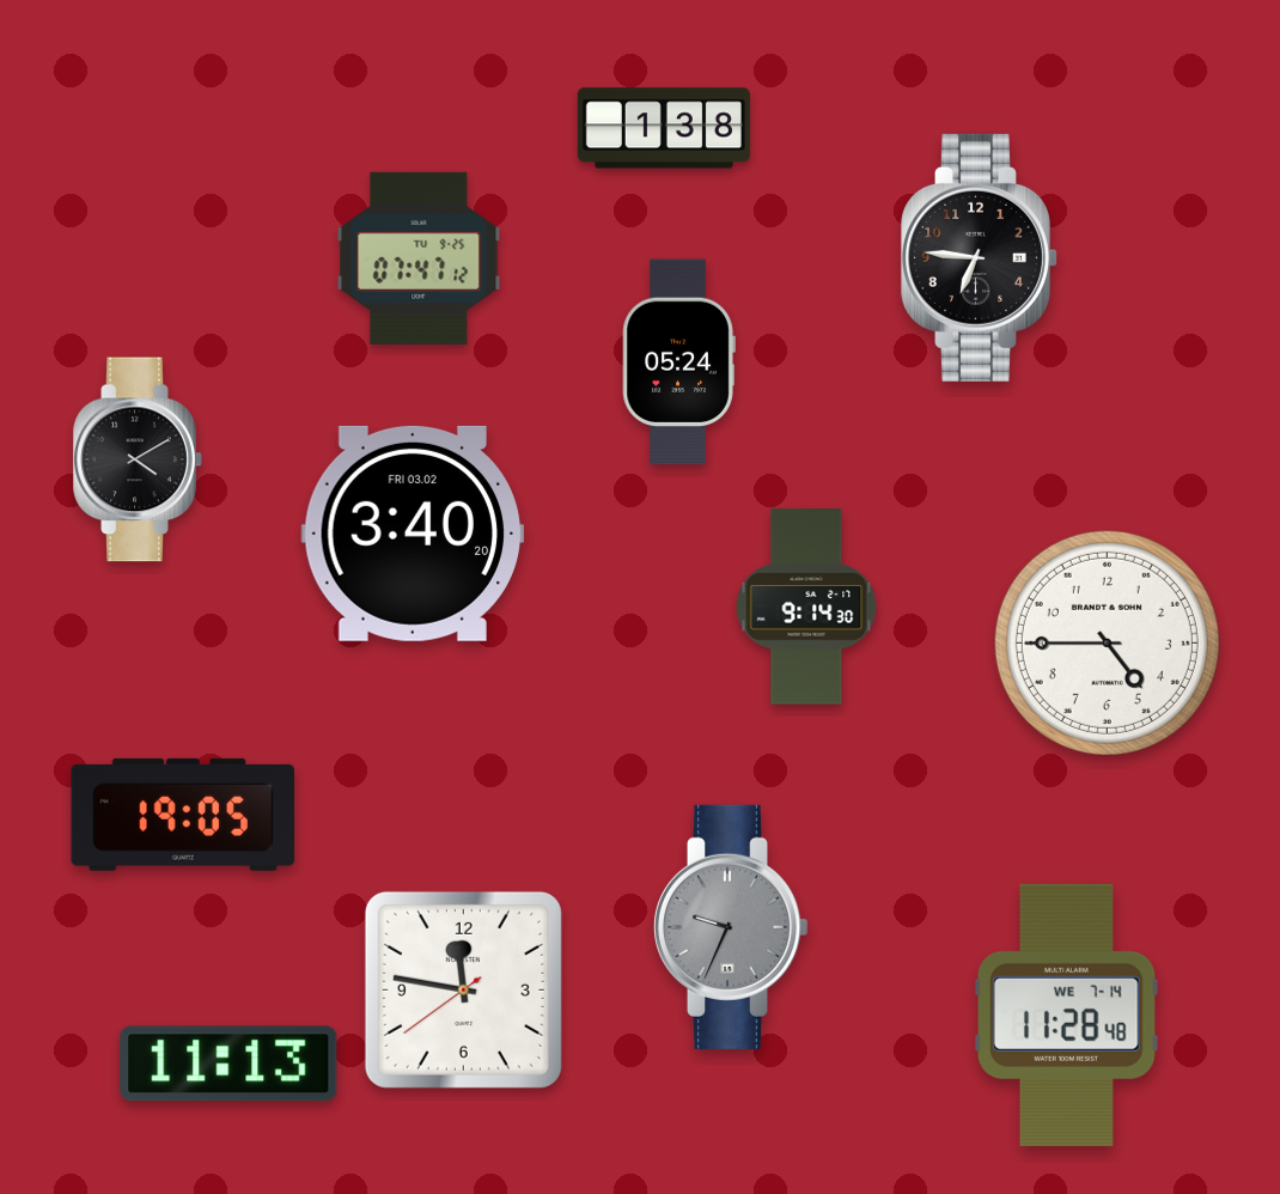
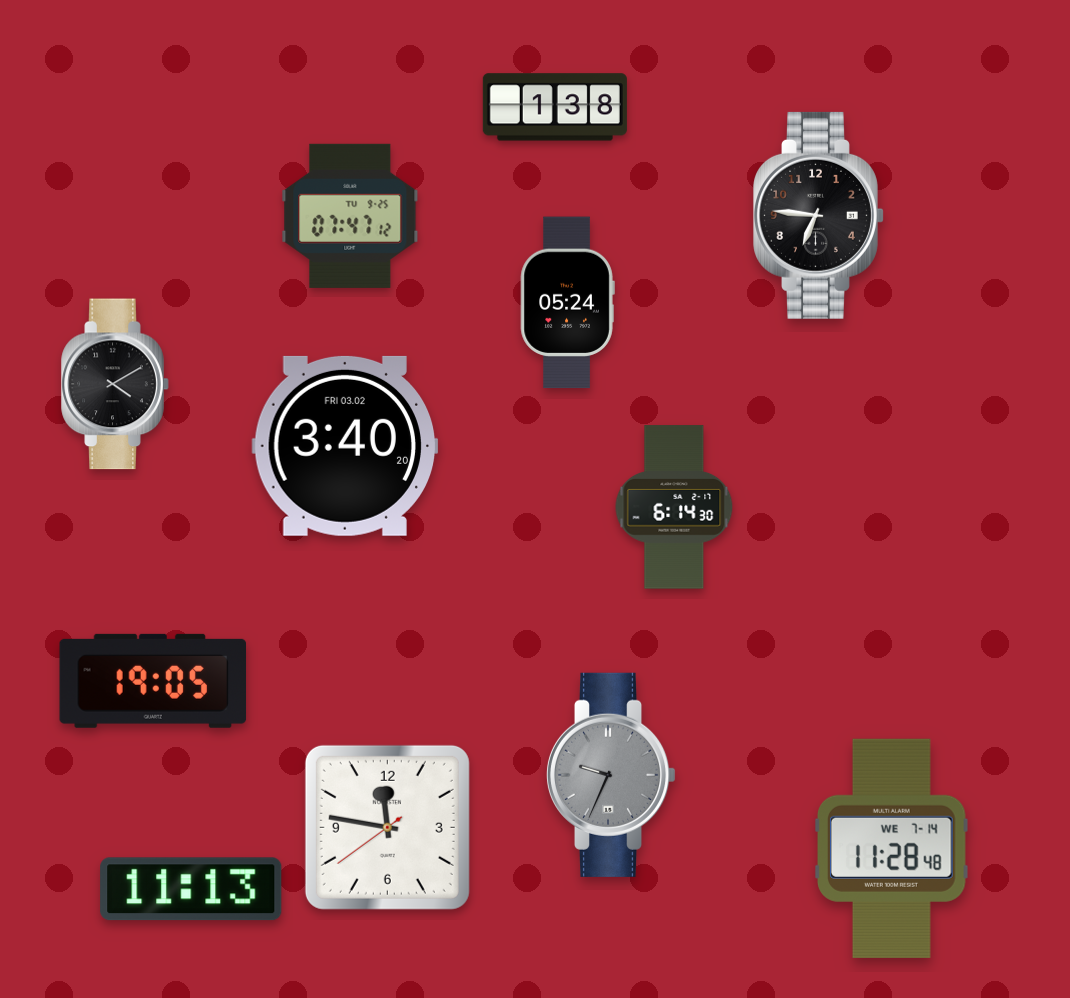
clock at (806, 607): 9:14 -> 6:14
clock at (1107, 642): 4:45 -> none
